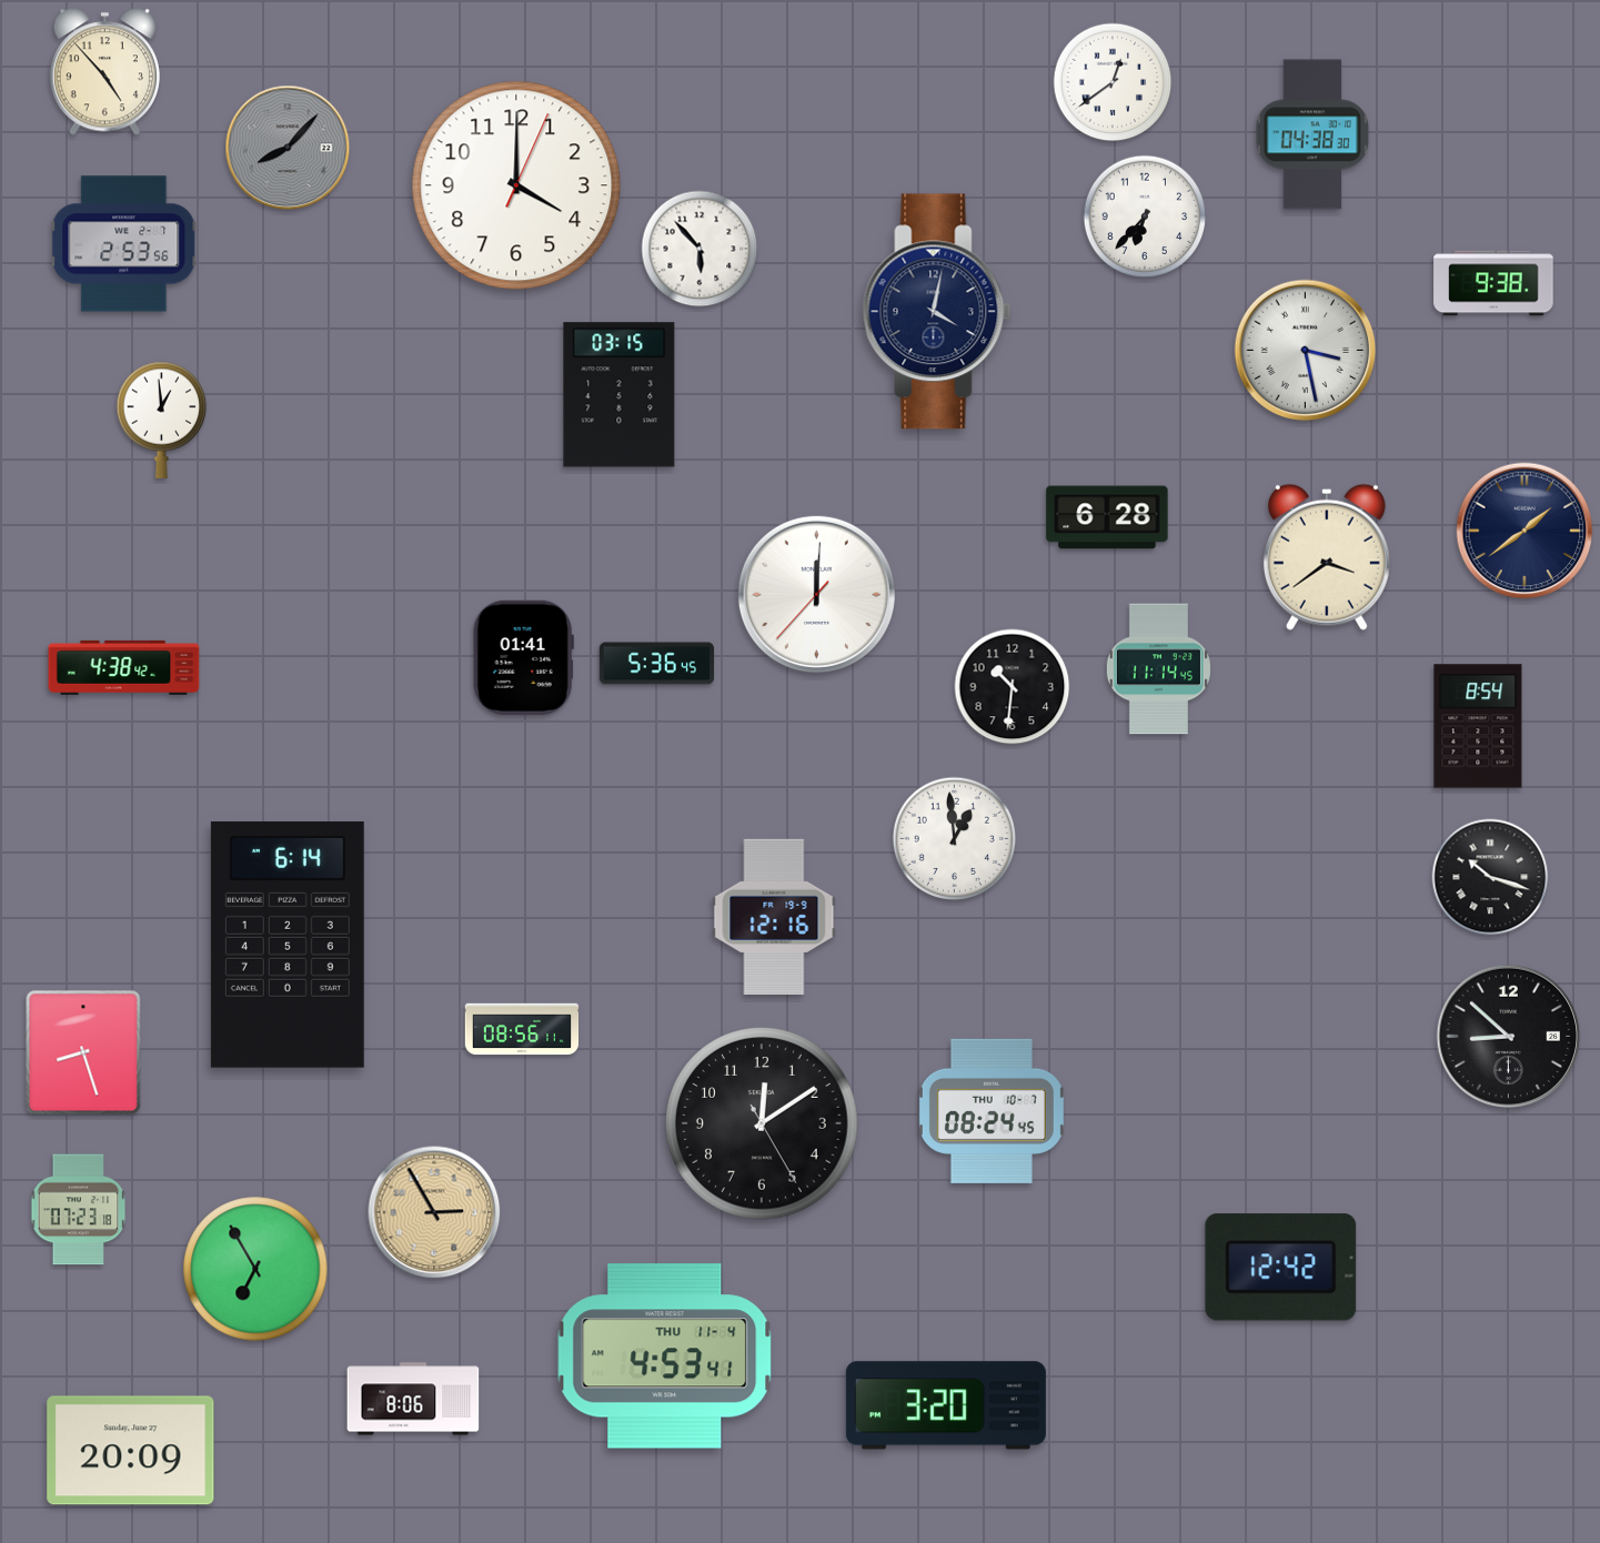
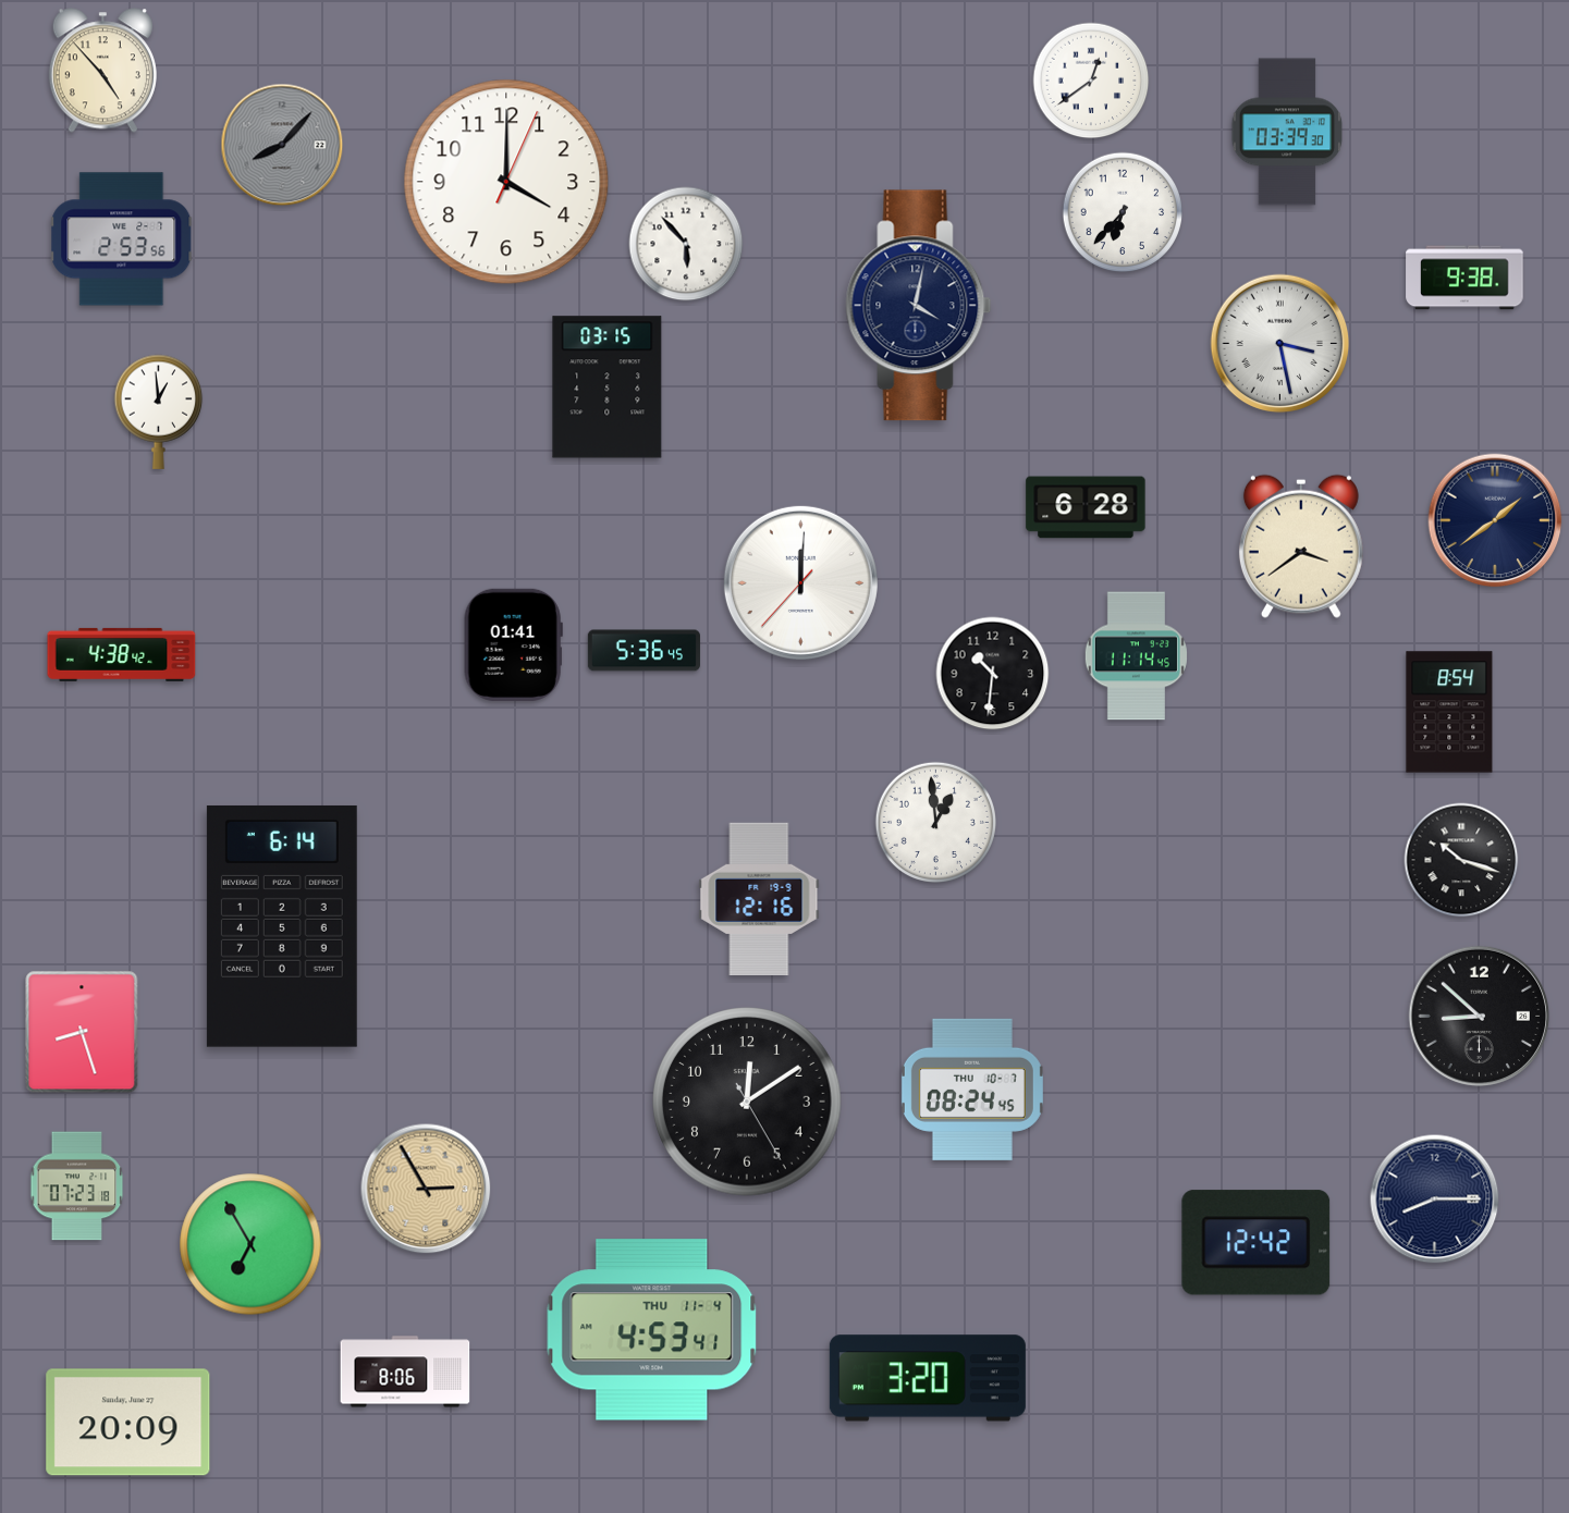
clock at (1312, 134): 04:38 -> 03:39
clock at (522, 1029): 08:56 -> none
clock at (1435, 1200): none -> 8:15
